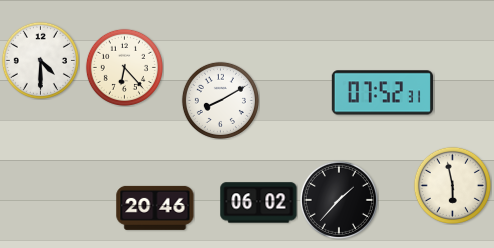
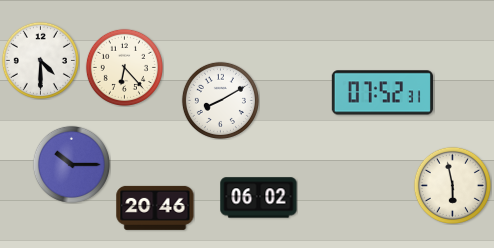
clock at (71, 164): none -> 10:15
clock at (339, 200): 1:37 -> none
clock at (259, 203) position: (259, 203) -> (259, 198)
